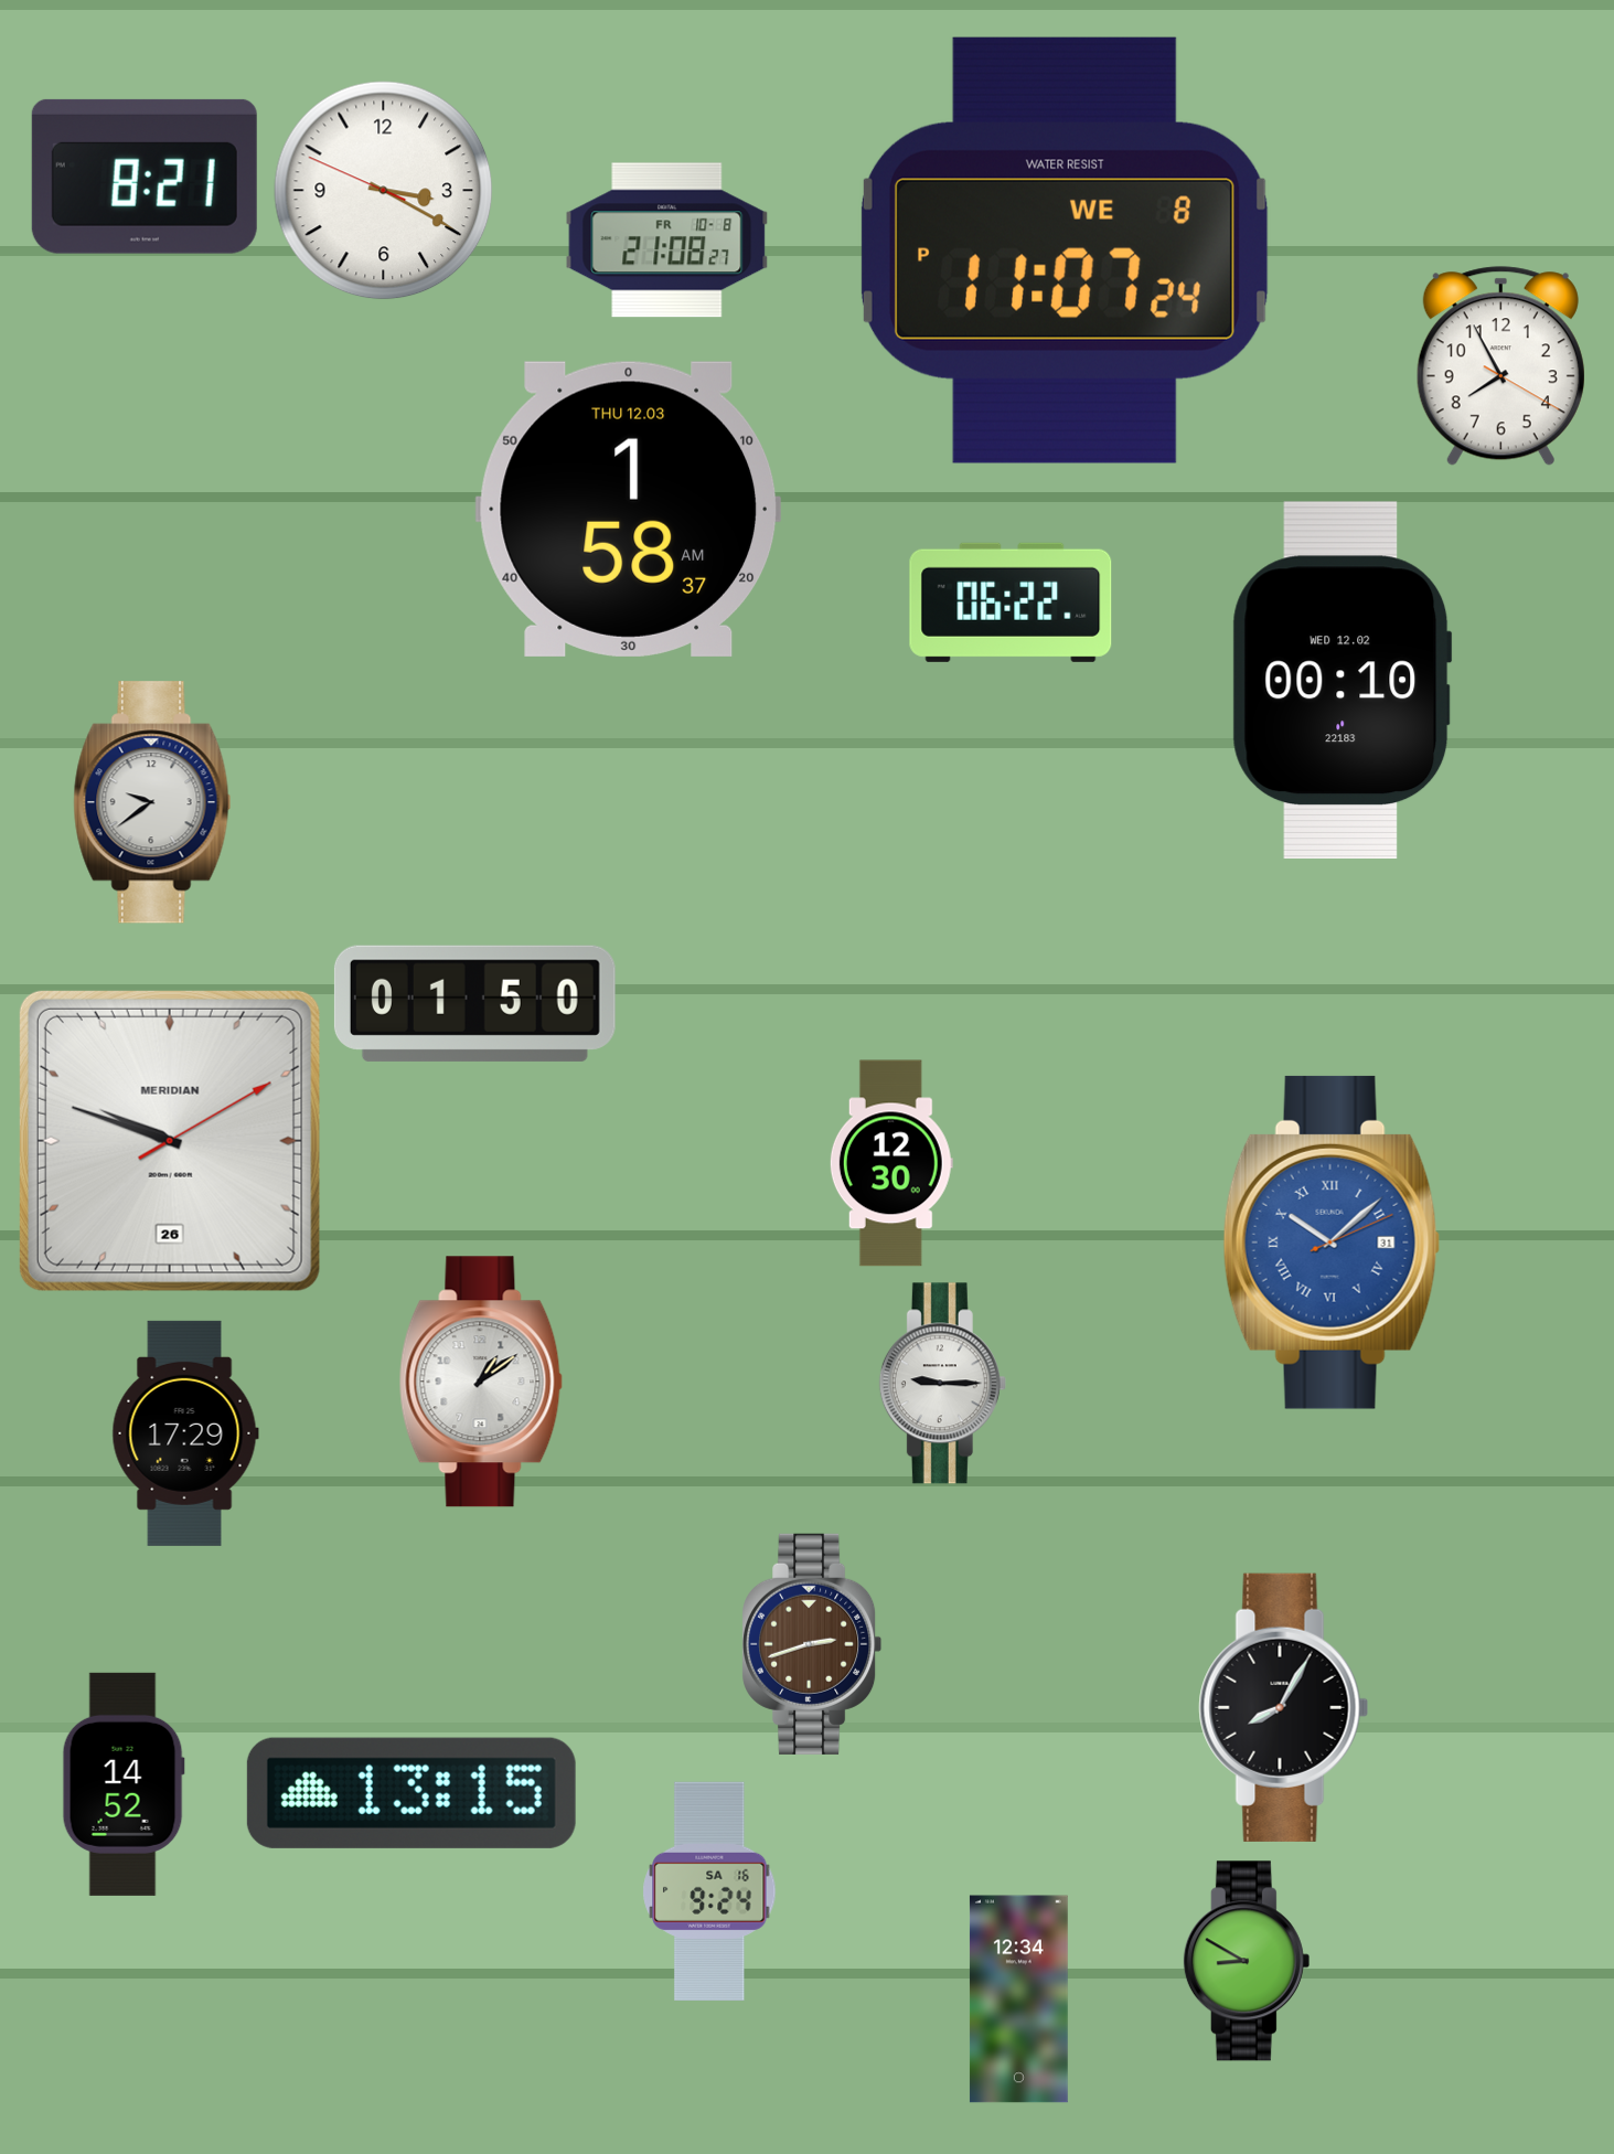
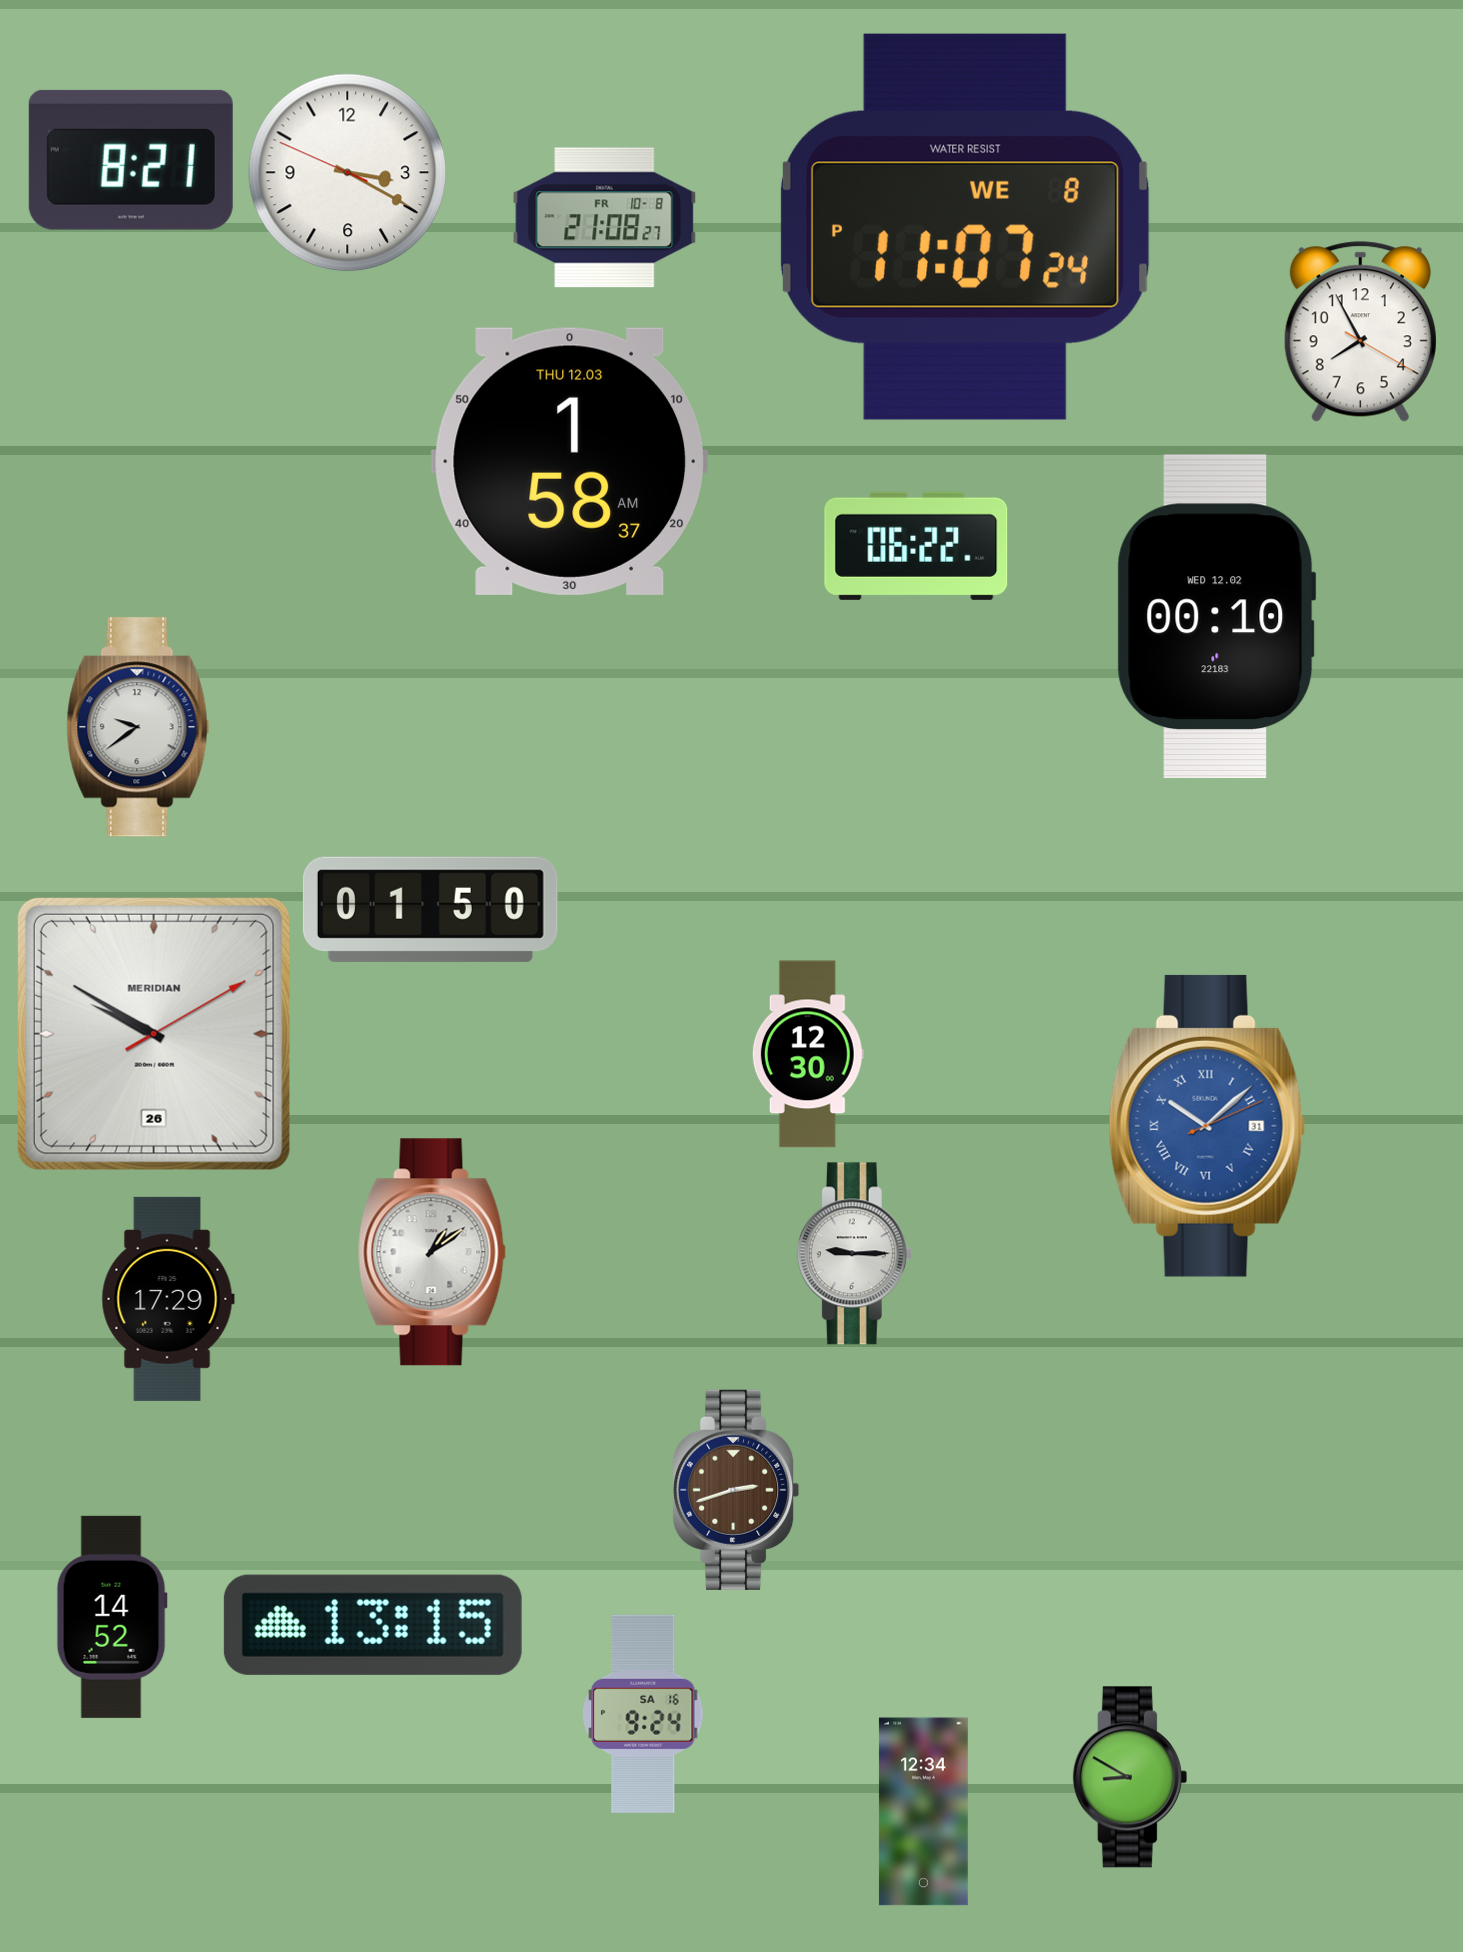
clock at (170, 1141): 9:48 -> 9:50
clock at (481, 1382) position: (481, 1382) -> (432, 1252)
clock at (1284, 1707): 8:05 -> none
